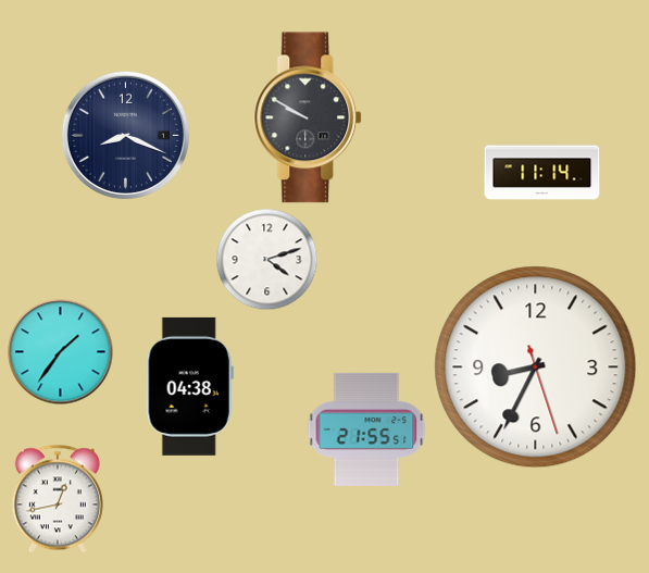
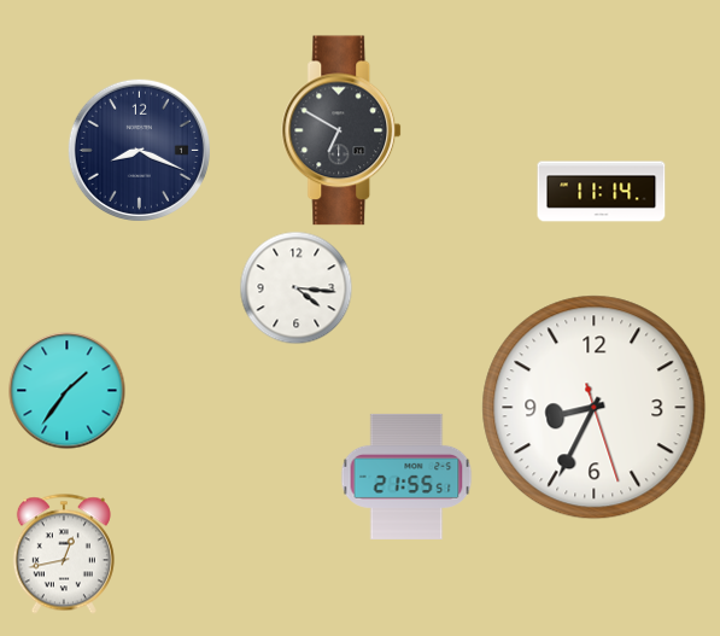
clock at (309, 117): 9:50 -> 6:50
clock at (266, 259): 4:12 -> 4:16
clock at (189, 386): 04:38 -> none
